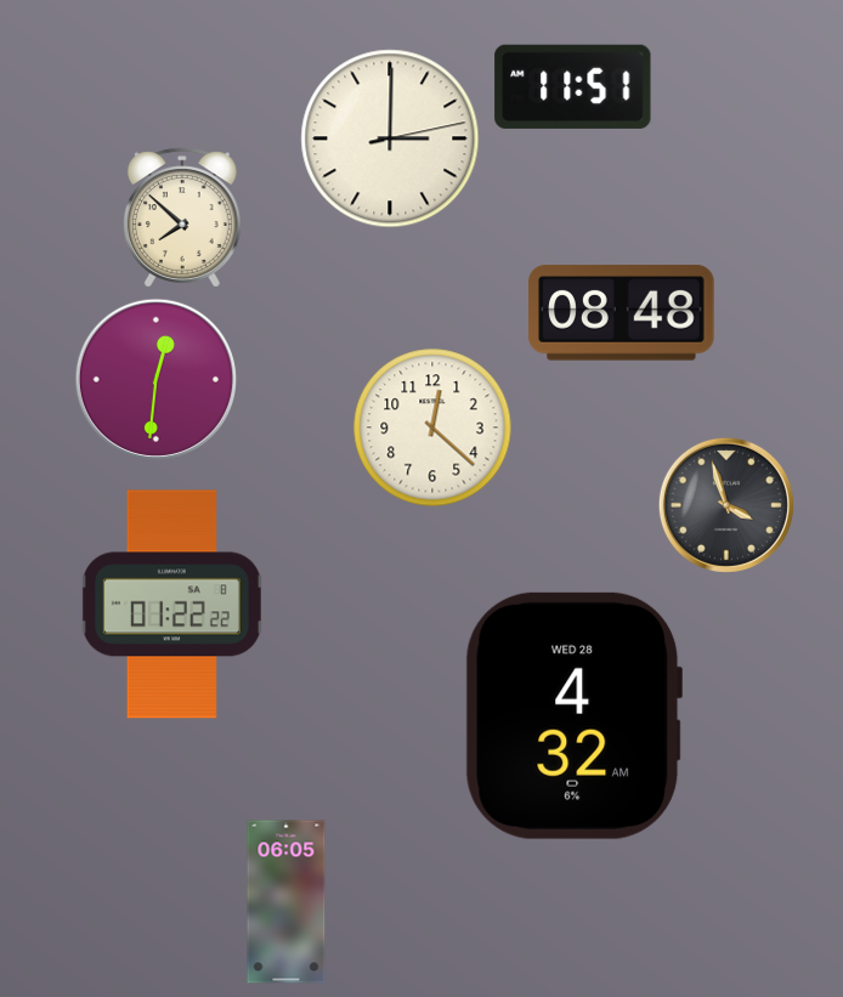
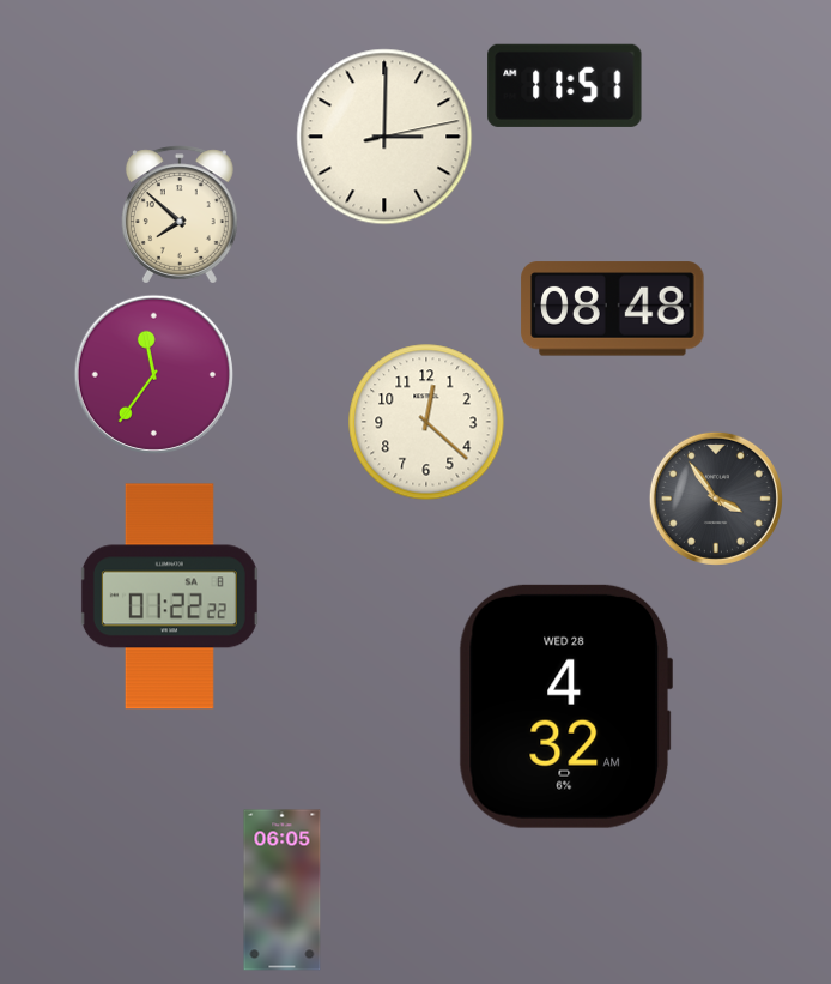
clock at (155, 379): 12:31 -> 11:36
clock at (726, 505): 3:57 -> 3:54
